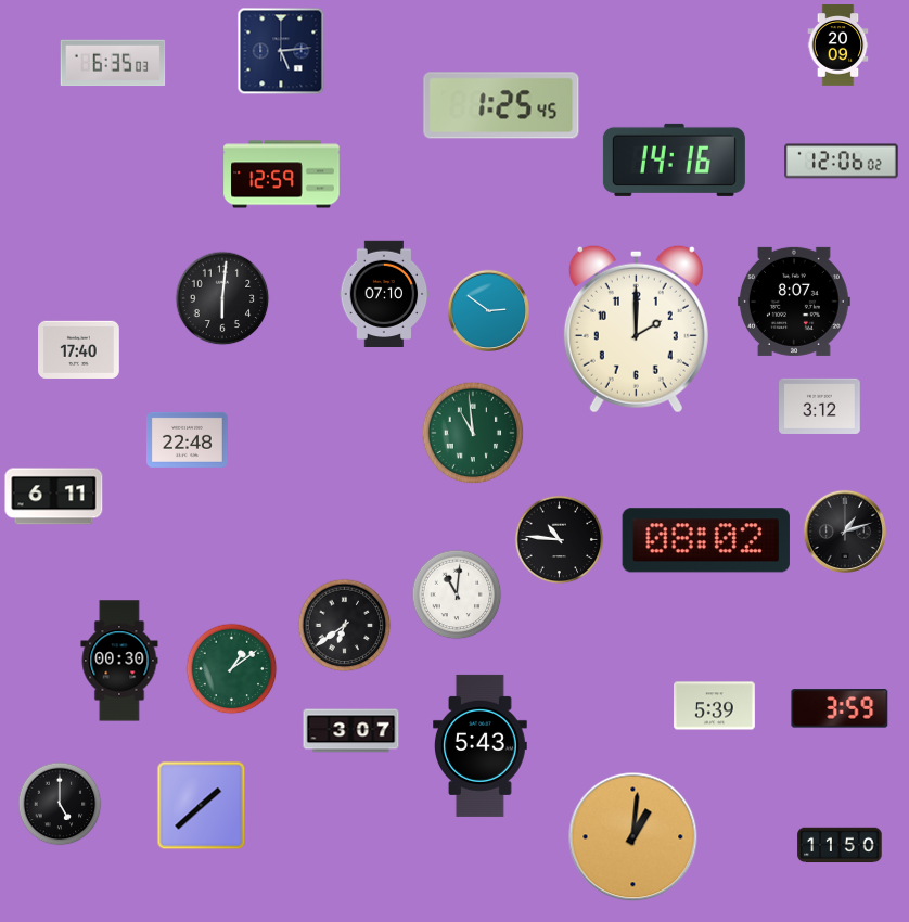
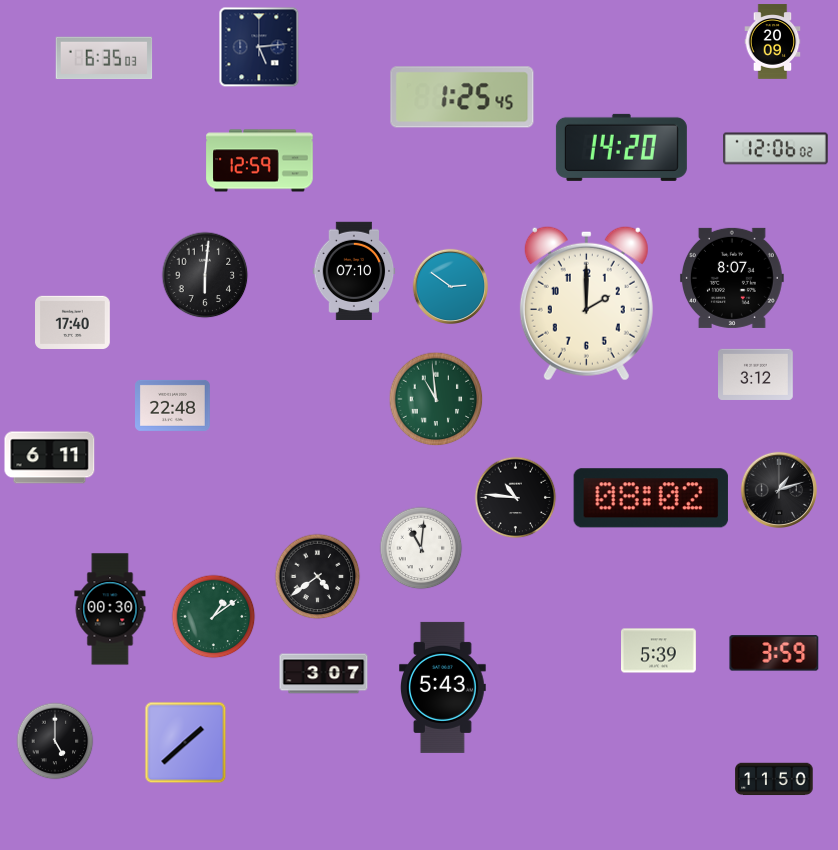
clock at (674, 159): 14:16 -> 14:20
clock at (345, 626): 6:39 -> 4:39
clock at (633, 837): 1:01 -> none
